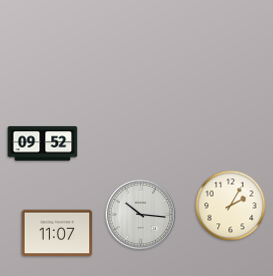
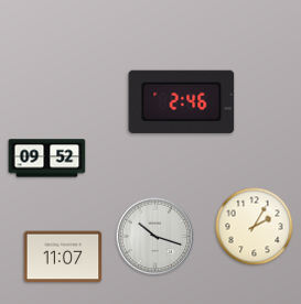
clock at (182, 101): none -> 2:46
clock at (141, 215): 10:16 -> 10:18
